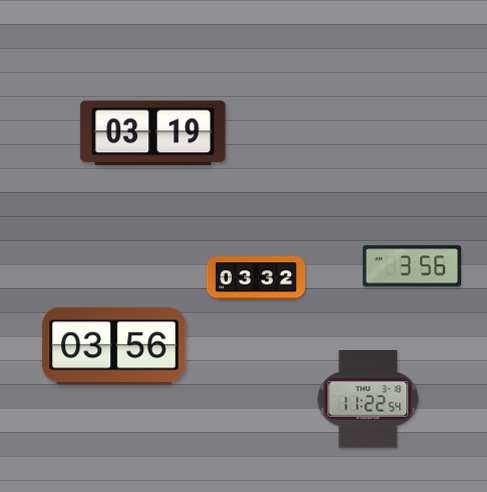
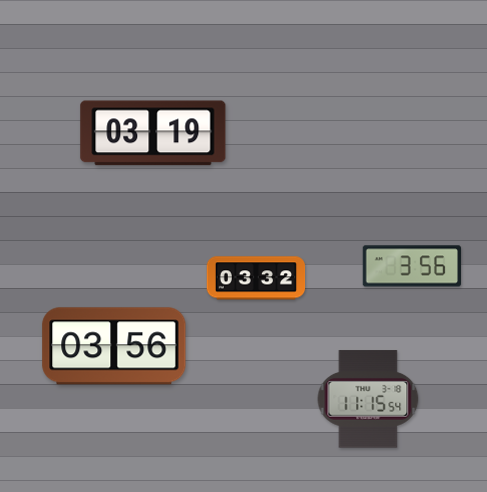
clock at (368, 399): 11:22 -> 11:15
